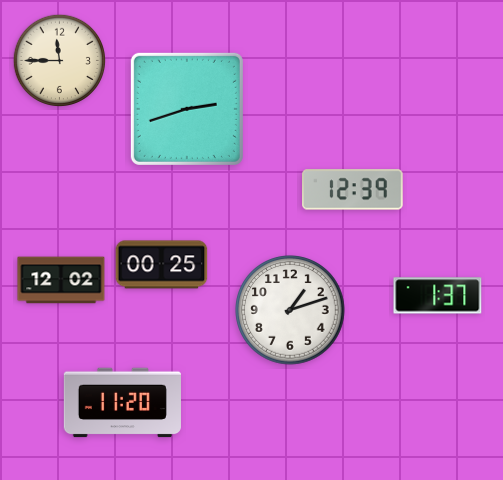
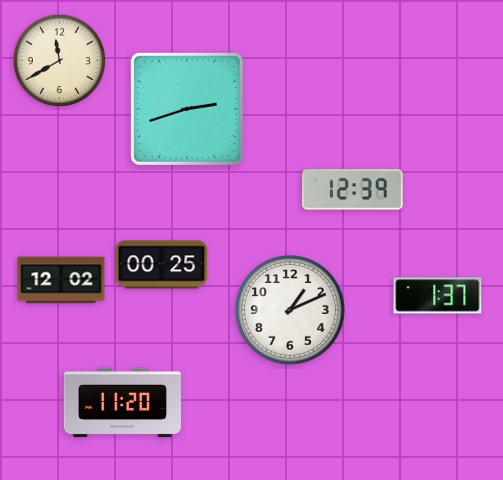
clock at (59, 60): 11:45 -> 11:40
clock at (290, 310): 1:12 -> 1:11
